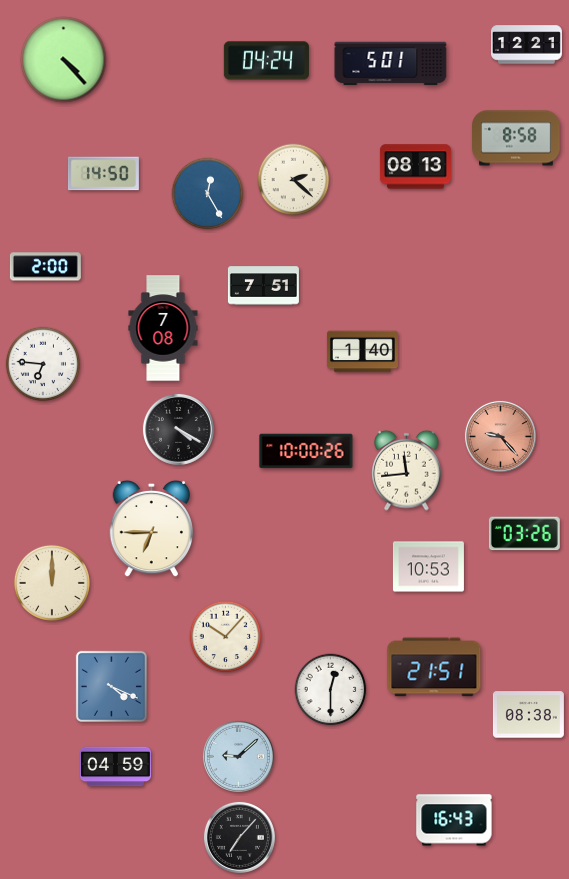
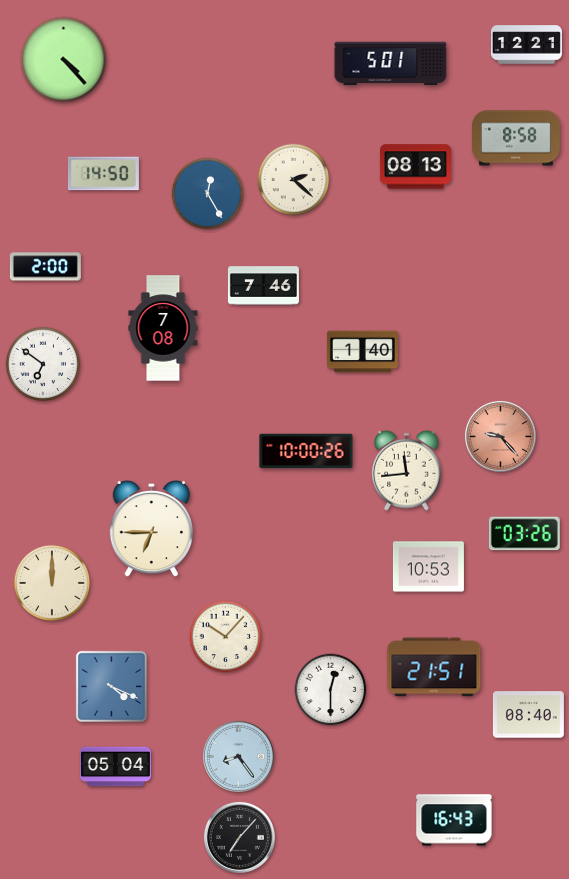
clock at (266, 61): 04:24 -> none
clock at (263, 286): 7:51 -> 7:46
clock at (42, 363): 6:46 -> 6:51
clock at (178, 429): 4:20 -> none
clock at (528, 715): 08:38 -> 08:40
clock at (238, 756): 9:08 -> 8:24
clock at (115, 767): 04:59 -> 05:04
